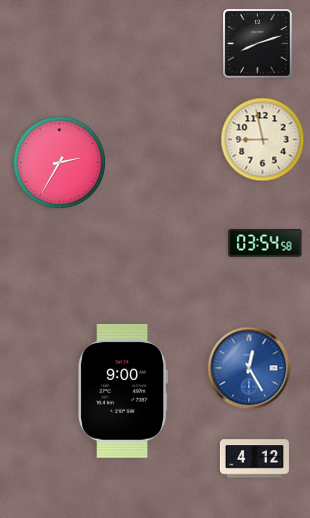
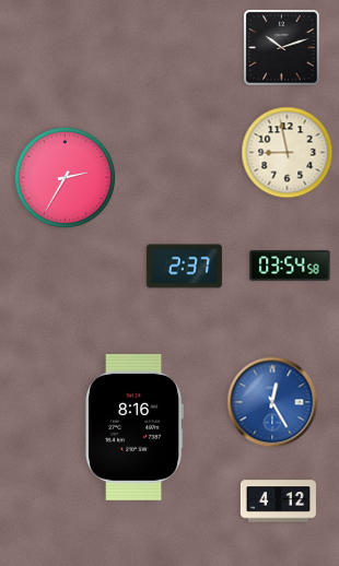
clock at (258, 44): 8:12 -> 10:12
clock at (184, 267): none -> 2:37
clock at (123, 391): 9:00 -> 8:16
